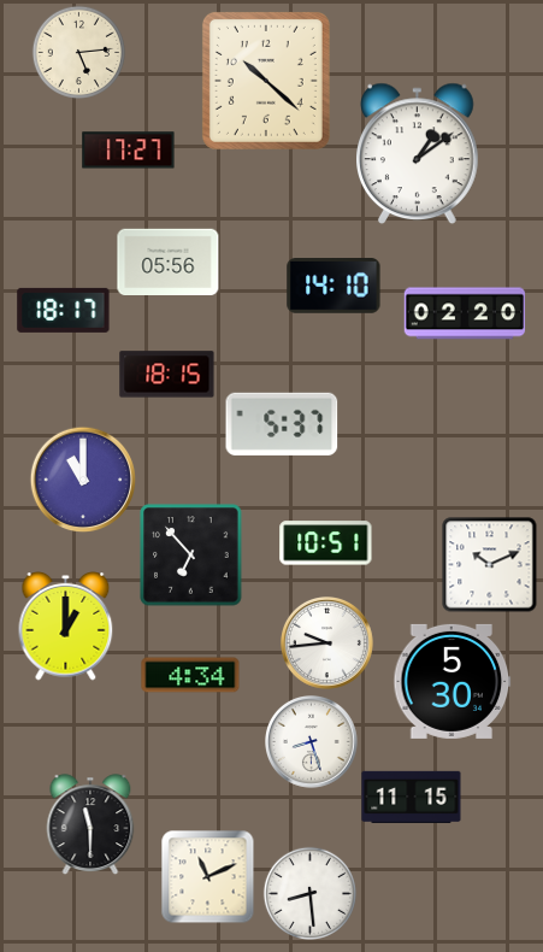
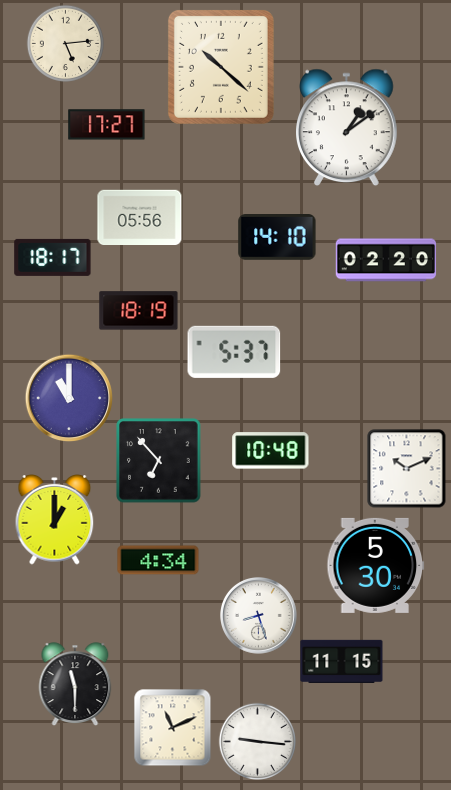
clock at (167, 375): 18:15 -> 18:19
clock at (326, 543): 10:51 -> 10:48
clock at (327, 644): 9:44 -> none
clock at (309, 893): 8:29 -> 9:16
